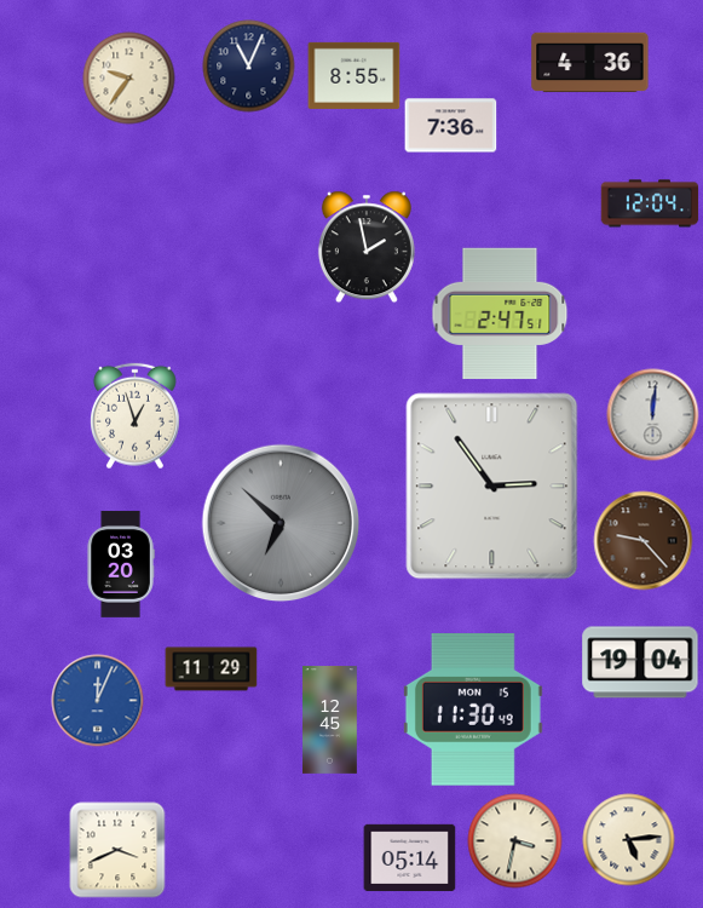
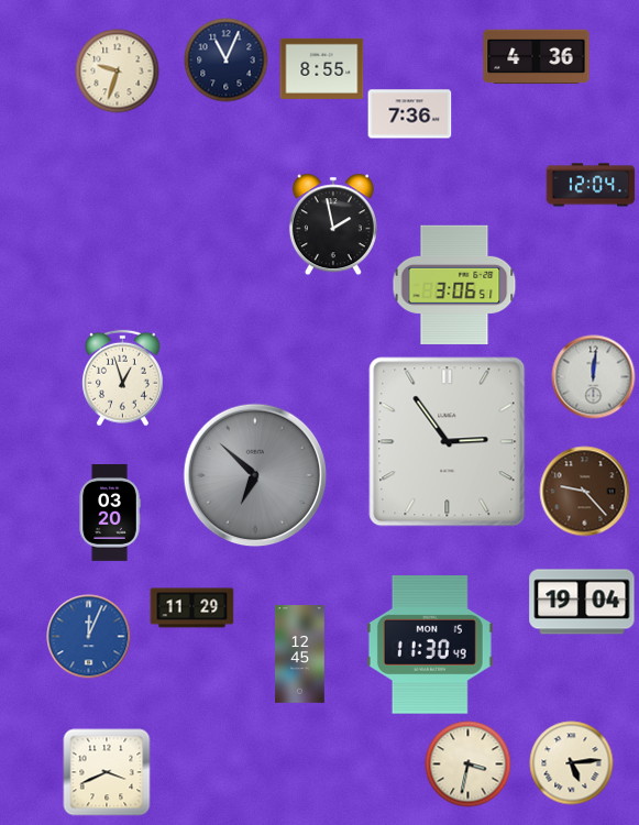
clock at (129, 79): 9:36 -> 9:33
clock at (500, 314): 2:47 -> 3:06
clock at (410, 858): 05:14 -> none
